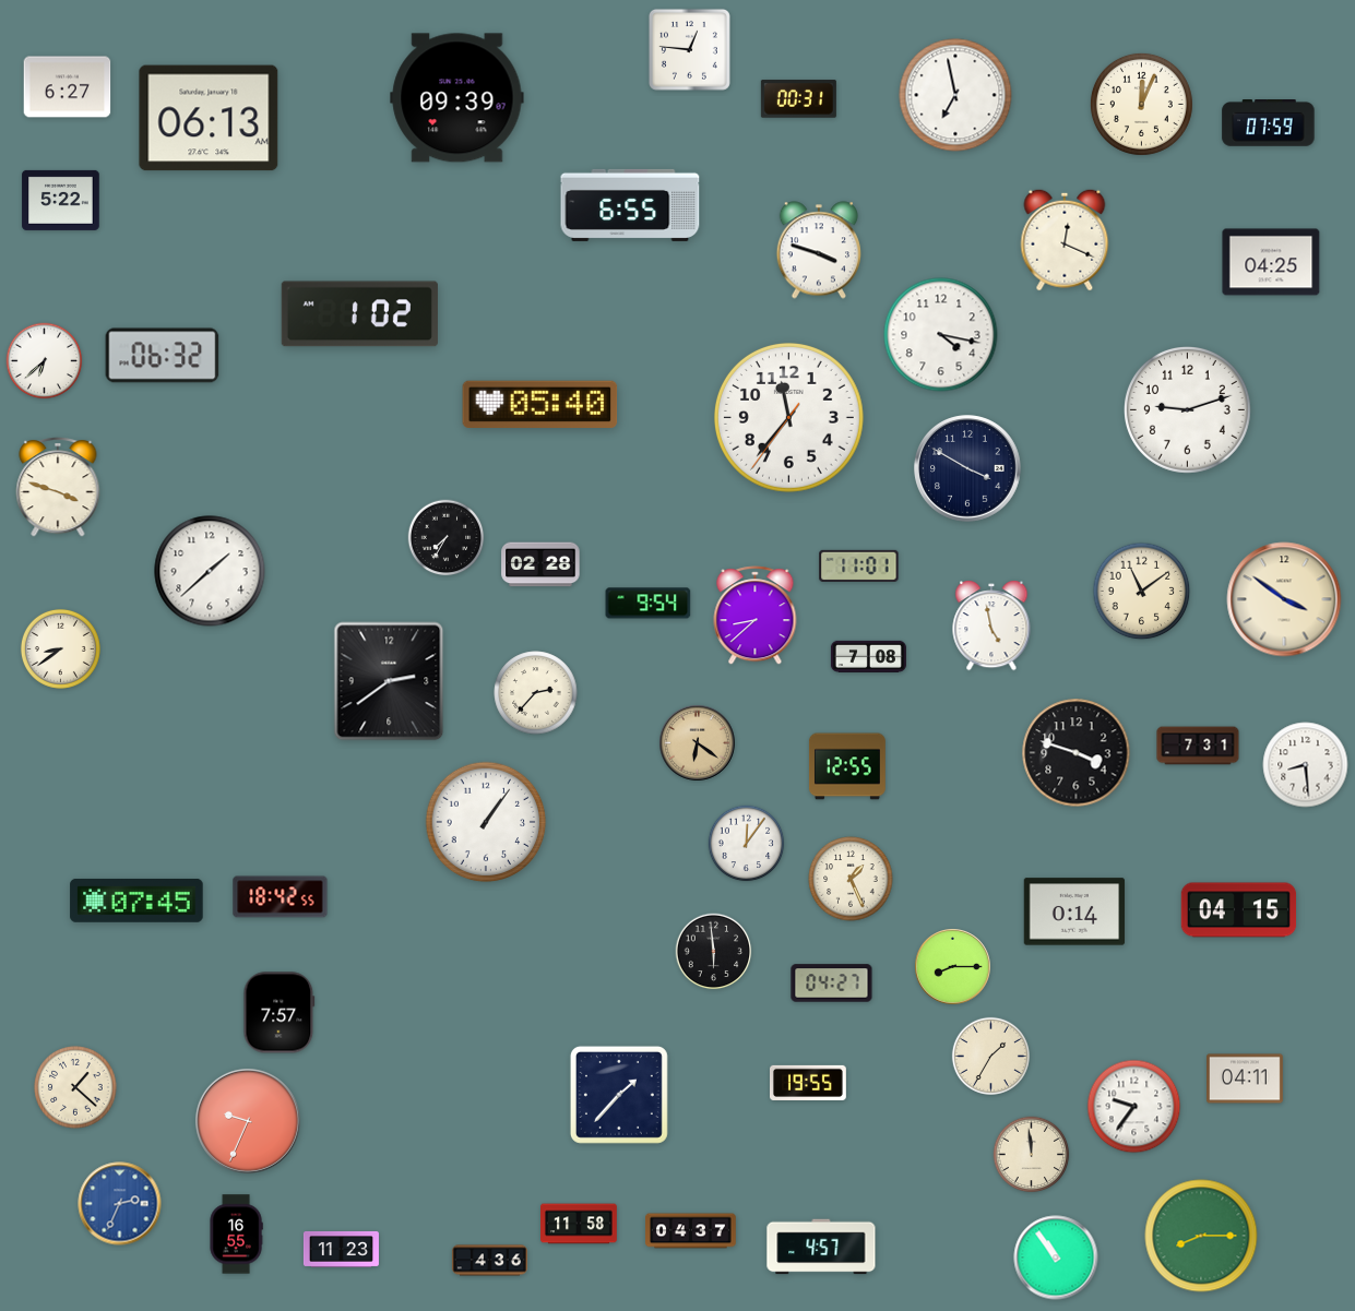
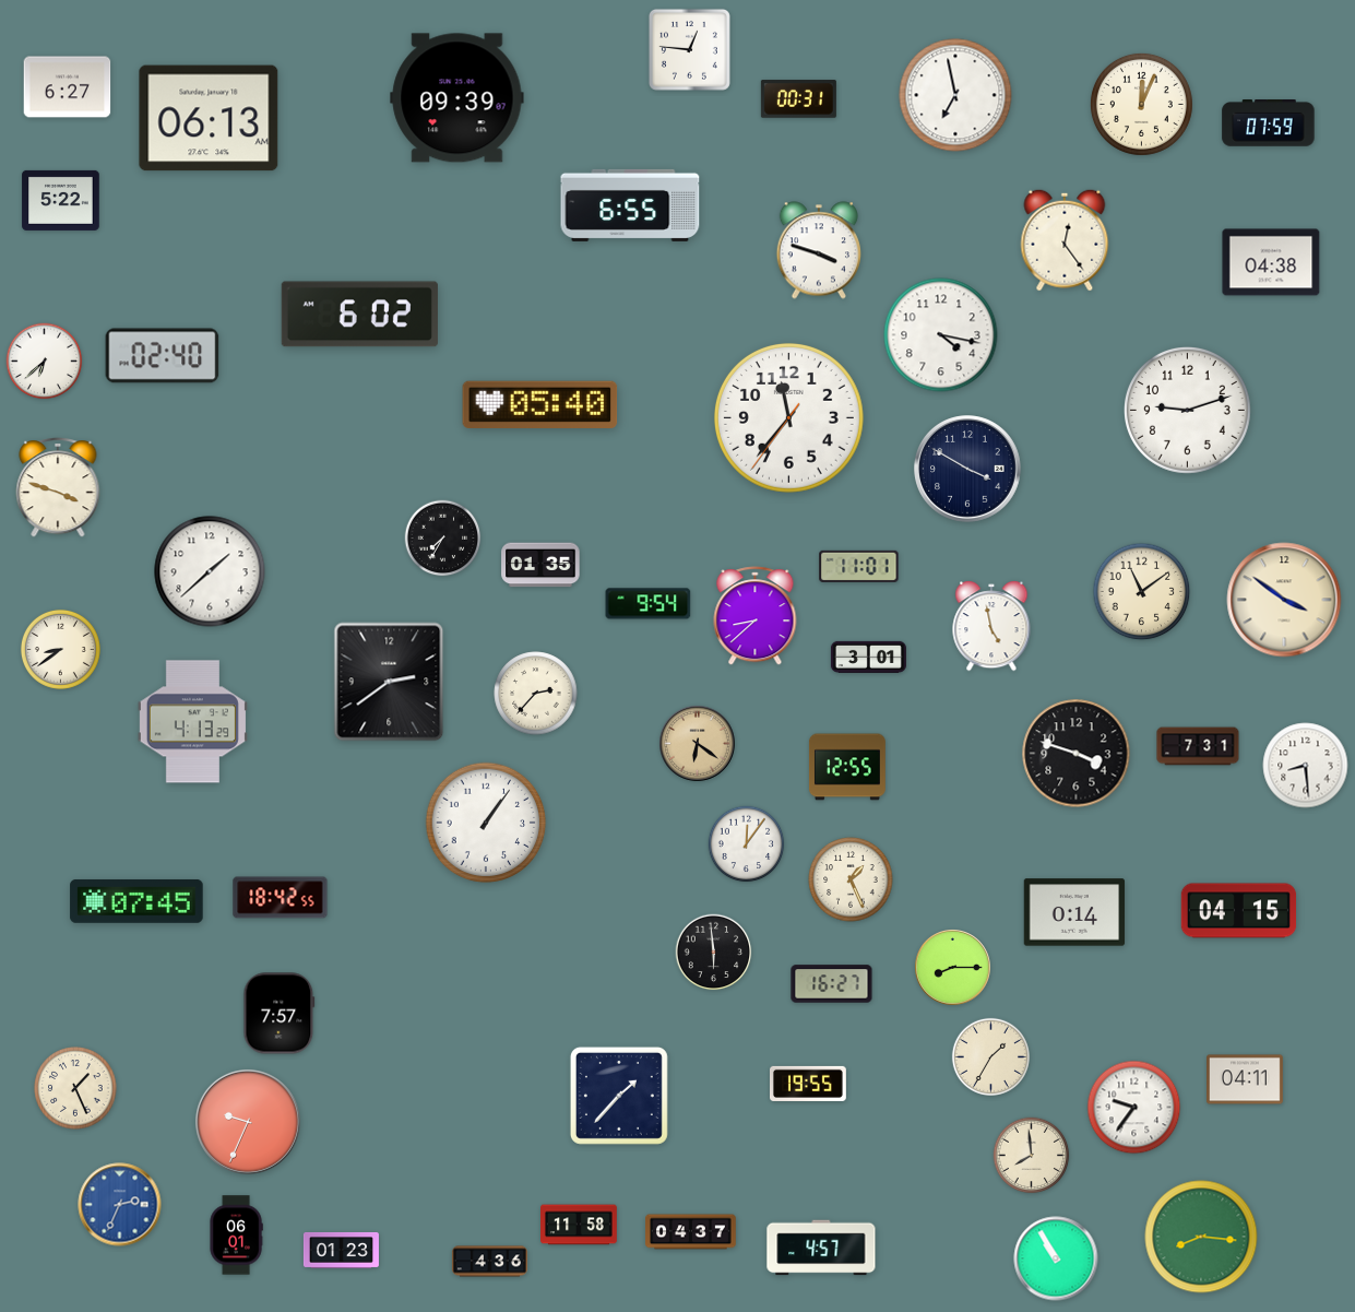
clock at (1065, 240): 12:19 -> 12:24
clock at (1271, 262): 04:25 -> 04:38
clock at (359, 314): 1:02 -> 6:02
clock at (163, 356): 06:32 -> 02:40
clock at (447, 538) position: (447, 538) -> (443, 539)
clock at (540, 564): 02:28 -> 01:35
clock at (868, 656): 7:08 -> 3:01
clock at (192, 722): none -> 4:13
clock at (832, 984): 04:27 -> 16:27
clock at (75, 1087): 1:22 -> 1:26
clock at (1032, 1155): 11:59 -> 7:59
clock at (236, 1235): 16:55 -> 06:01
clock at (1201, 1236): 8:15 -> 8:16
clock at (341, 1249): 11:23 -> 01:23
clock at (1056, 1258): 10:54 -> 10:55
